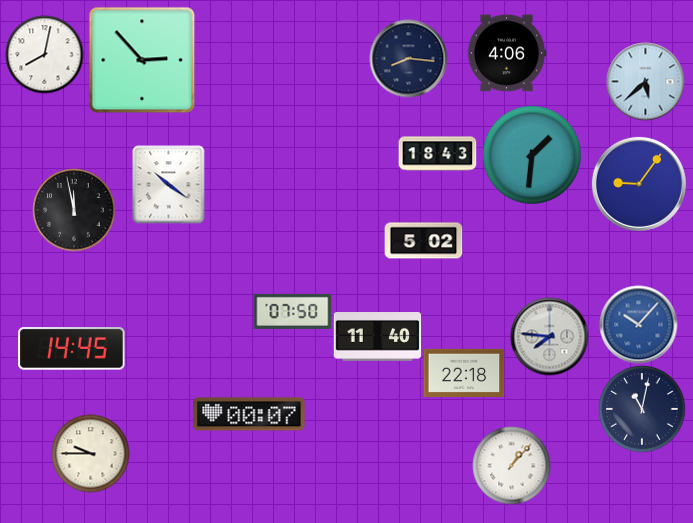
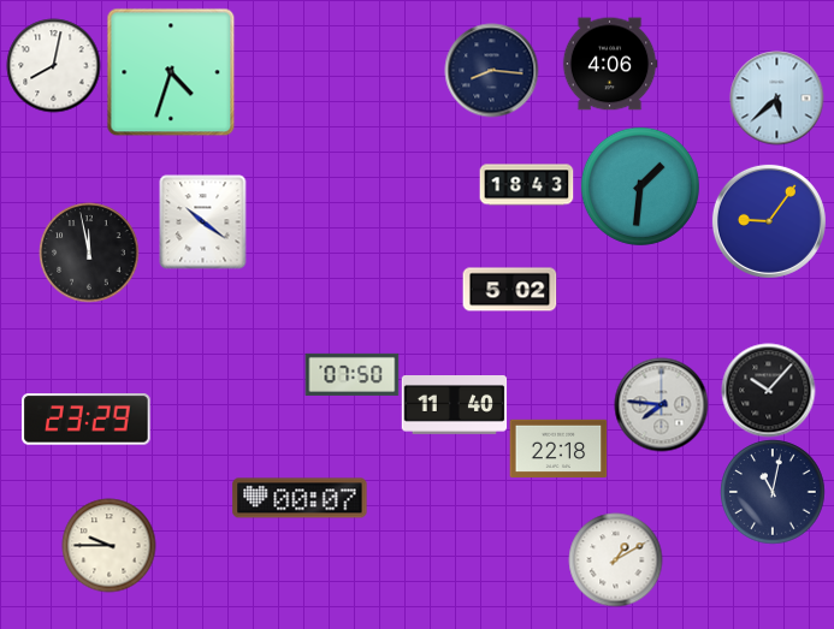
clock at (142, 60): 2:53 -> 4:33
clock at (638, 324) dial: blue -> black
clock at (72, 349): 14:45 -> 23:29
clock at (511, 465): 1:07 -> 1:10
